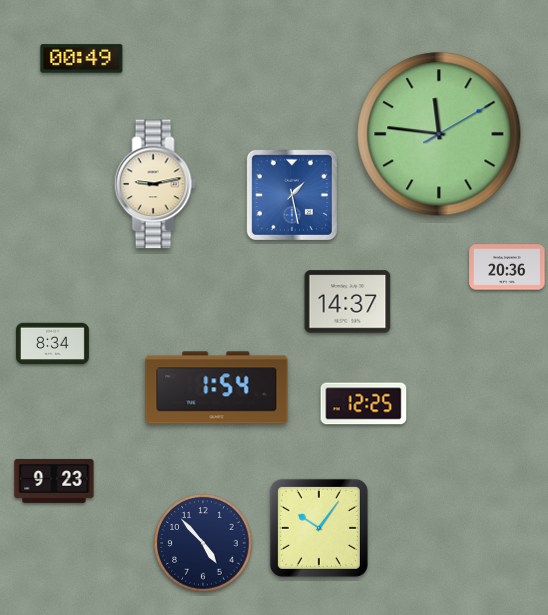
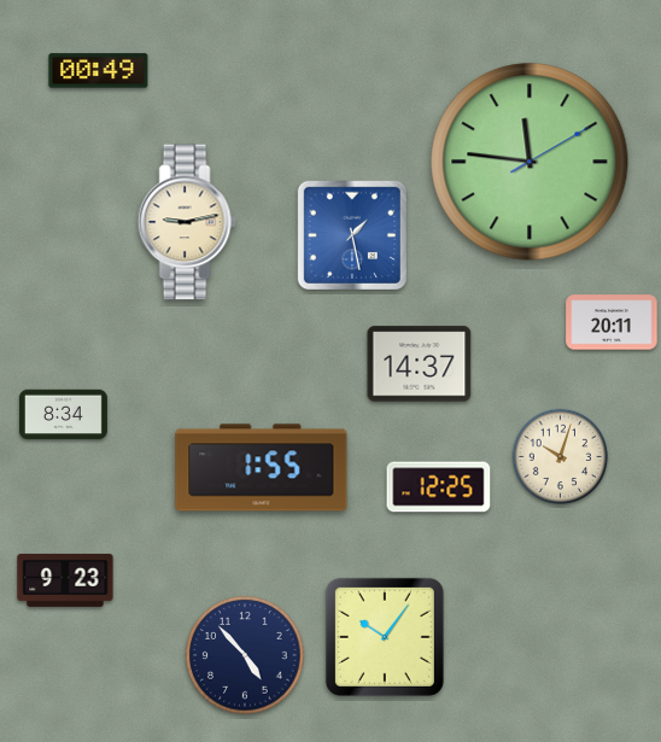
clock at (507, 267): 20:36 -> 20:11
clock at (561, 457): none -> 10:03
clock at (217, 388): 1:54 -> 1:55
